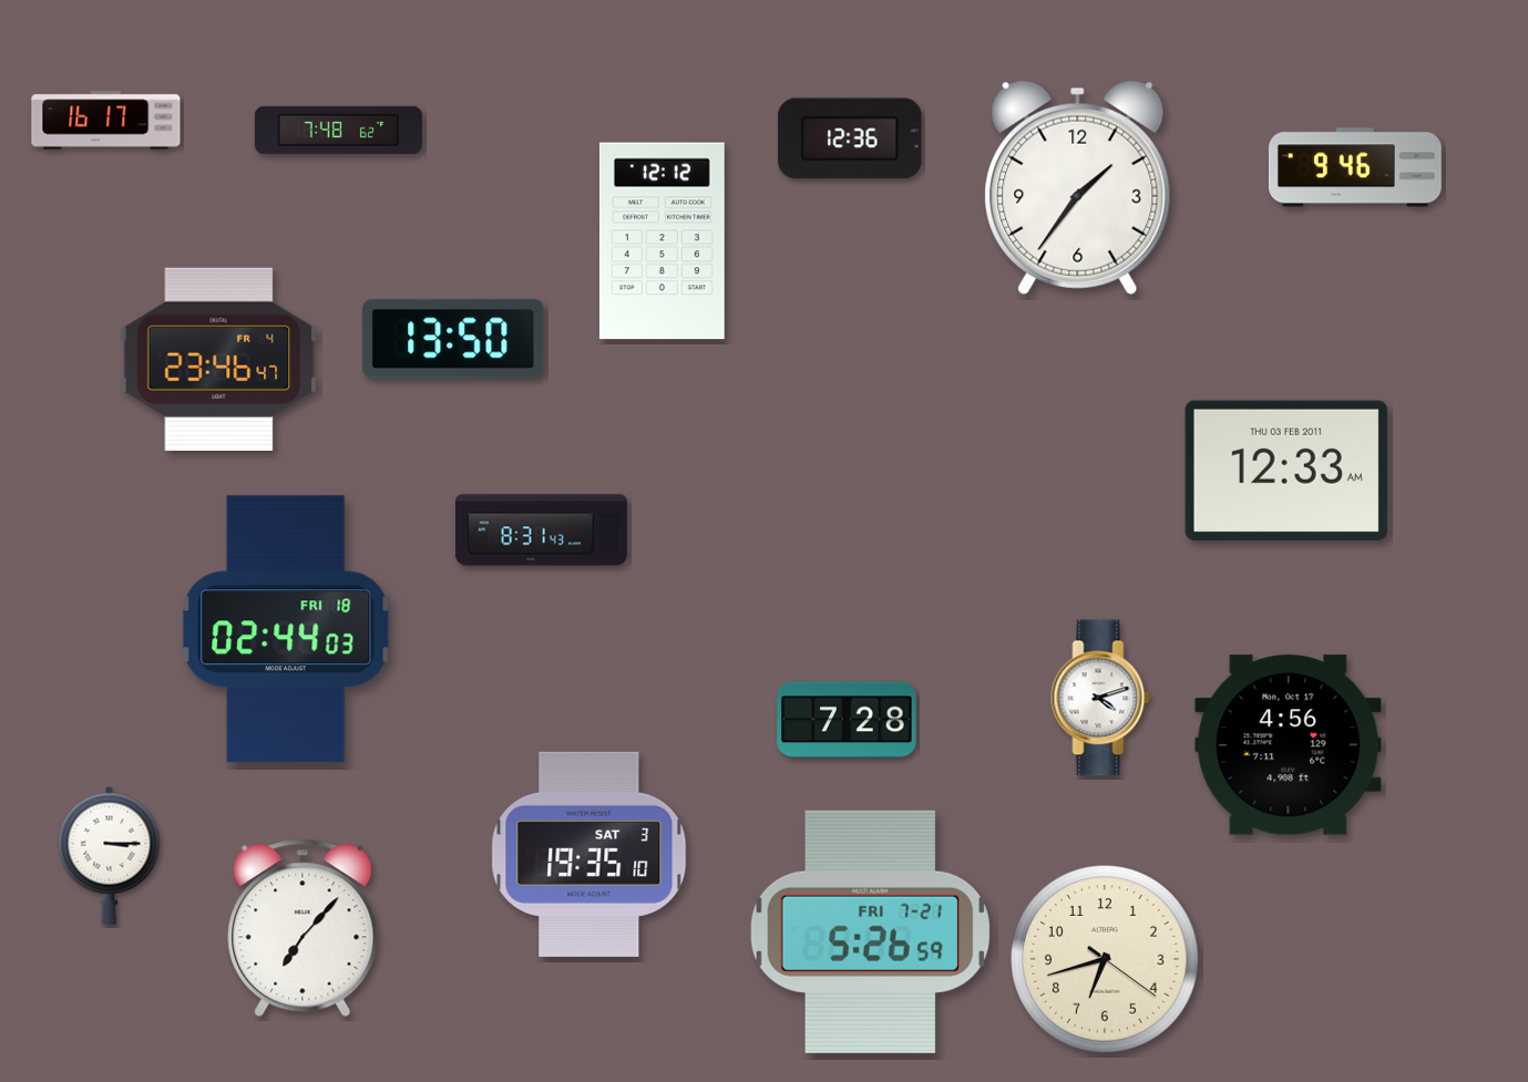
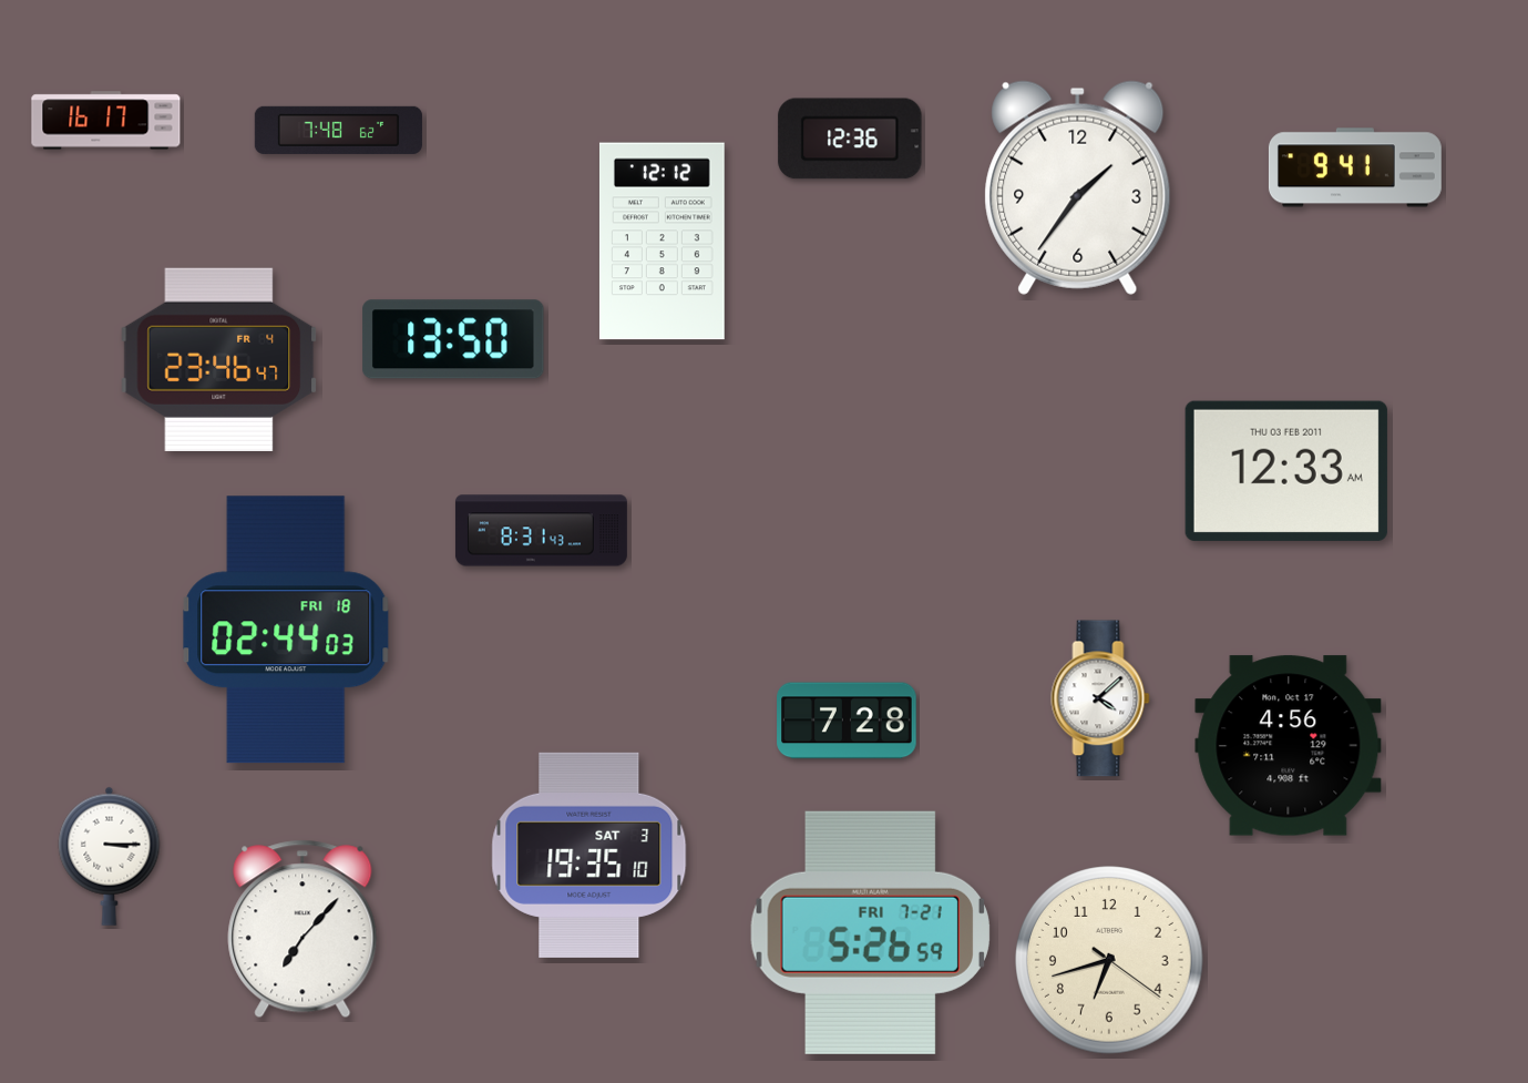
clock at (1355, 167): 9:46 -> 9:41
clock at (1100, 698): 4:12 -> 4:08
clock at (1105, 959) position: (1105, 959) -> (1109, 960)
